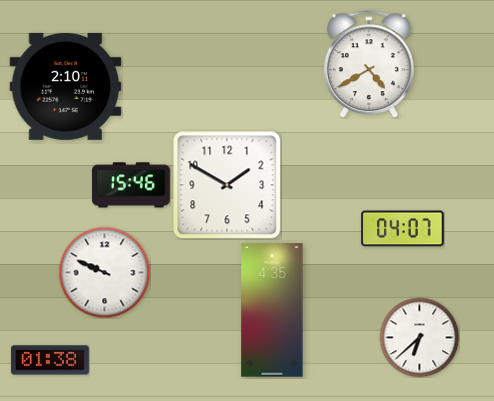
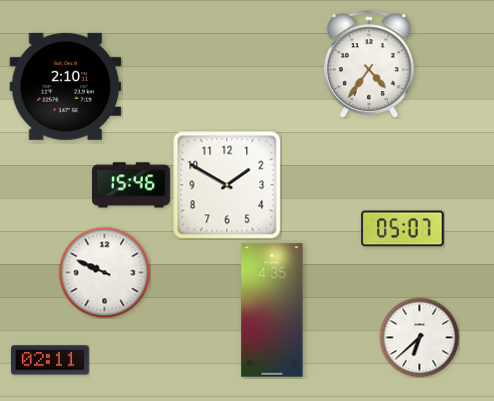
clock at (369, 64): 4:40 -> 4:36
clock at (403, 229): 04:07 -> 05:07
clock at (51, 360): 01:38 -> 02:11
